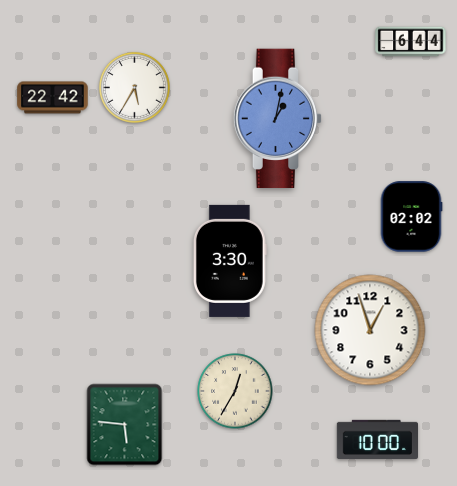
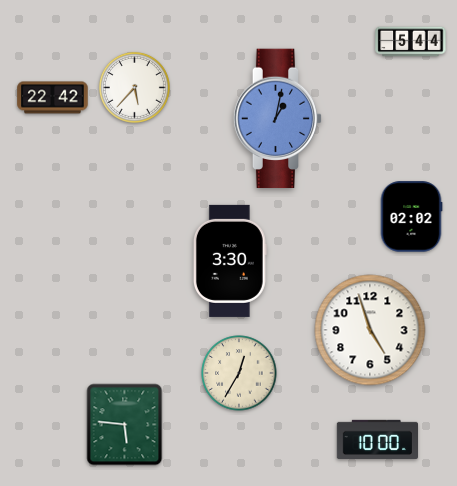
clock at (411, 42): 6:44 -> 5:44
clock at (134, 87): 5:35 -> 5:37
clock at (370, 330): 12:57 -> 4:57
clock at (235, 391) position: (235, 391) -> (239, 373)
